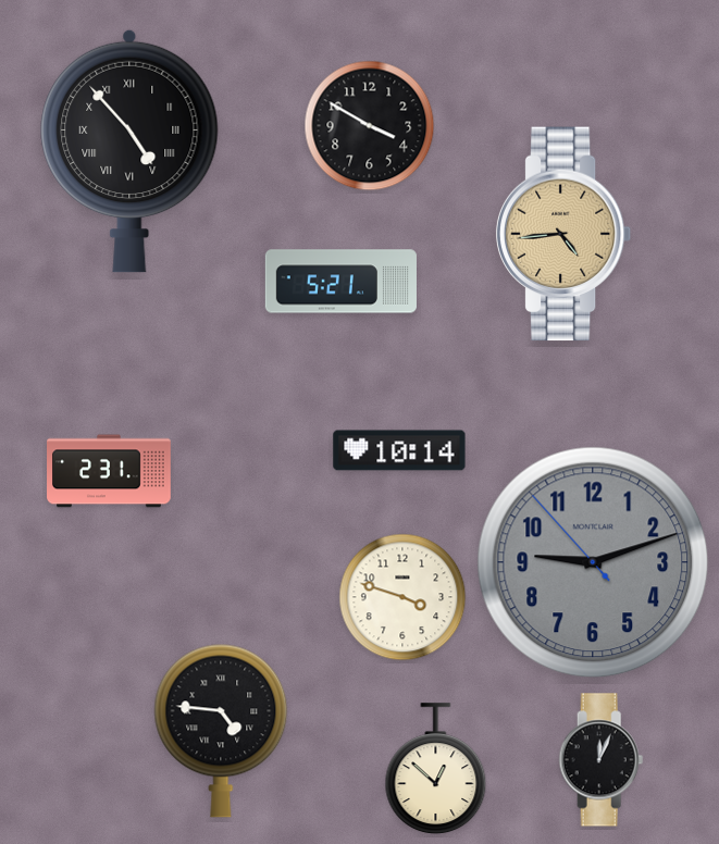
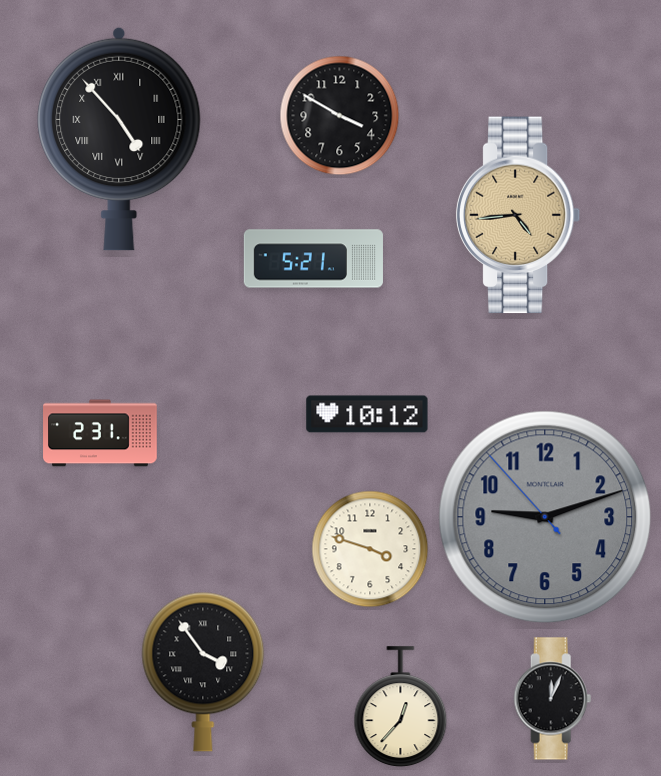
clock at (399, 450): 10:14 -> 10:12
clock at (221, 731): 4:46 -> 3:54
clock at (436, 769): 12:52 -> 12:37
